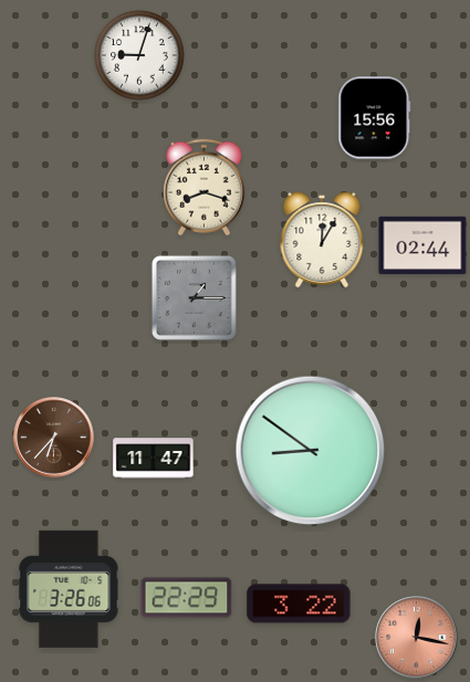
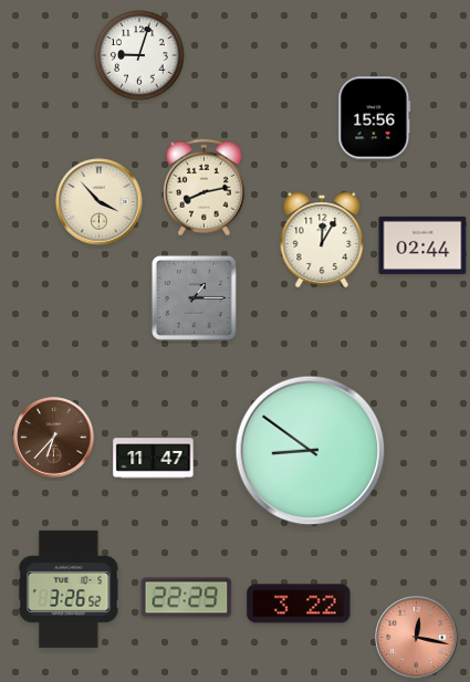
clock at (203, 188): 8:18 -> 8:13
clock at (100, 202): none -> 3:53
clock at (69, 589): 3:26:06 -> 3:26:52
